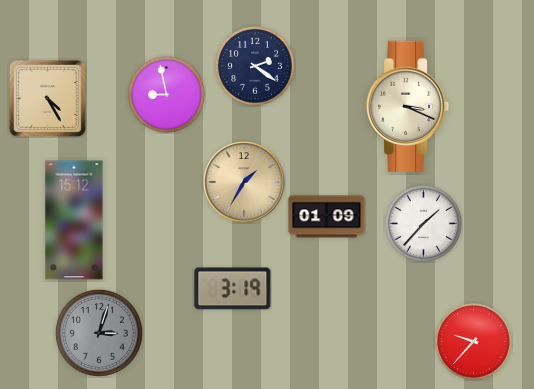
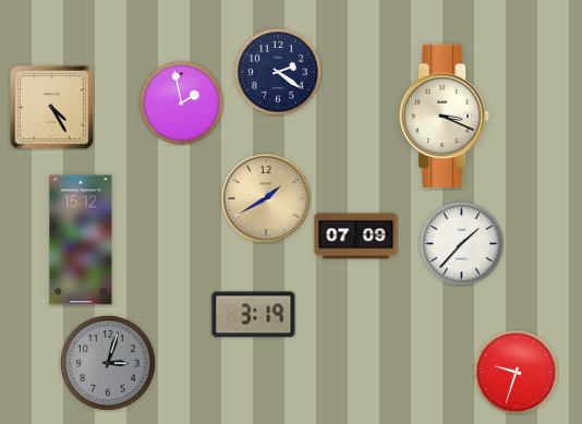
clock at (167, 95): 8:58 -> 1:58
clock at (244, 182): 1:35 -> 1:40
clock at (327, 217): 01:09 -> 07:09
clock at (474, 342): 9:37 -> 9:33
